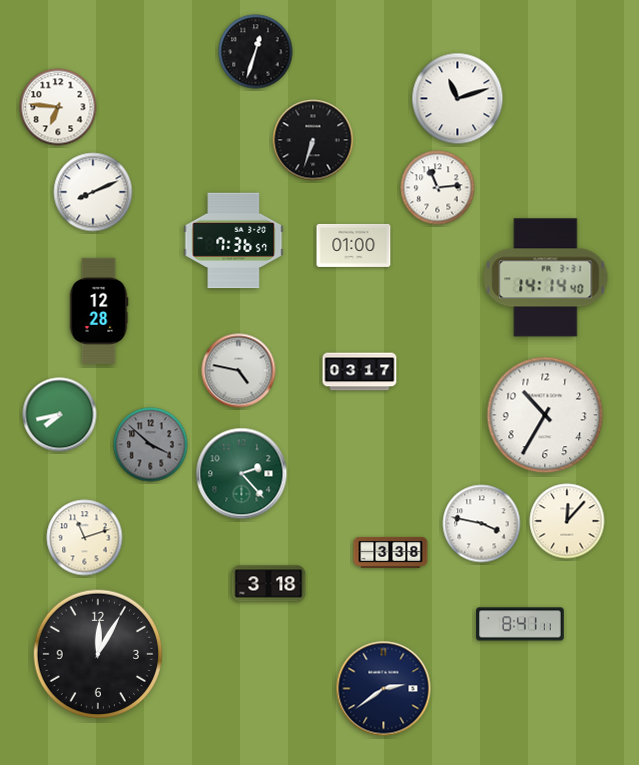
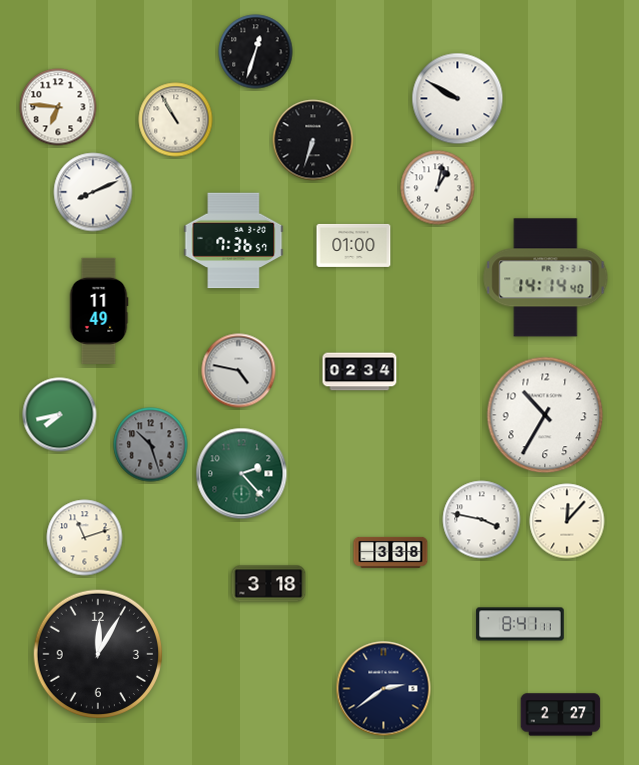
clock at (458, 99): 11:12 -> 9:50
clock at (176, 120): none -> 10:55
clock at (438, 188): 11:14 -> 1:02
clock at (99, 310): 12:28 -> 11:49
clock at (360, 372): 03:17 -> 02:34
clock at (151, 445): 3:52 -> 10:27
clock at (482, 524) position: (482, 524) -> (482, 520)
clock at (561, 715): none -> 2:27
